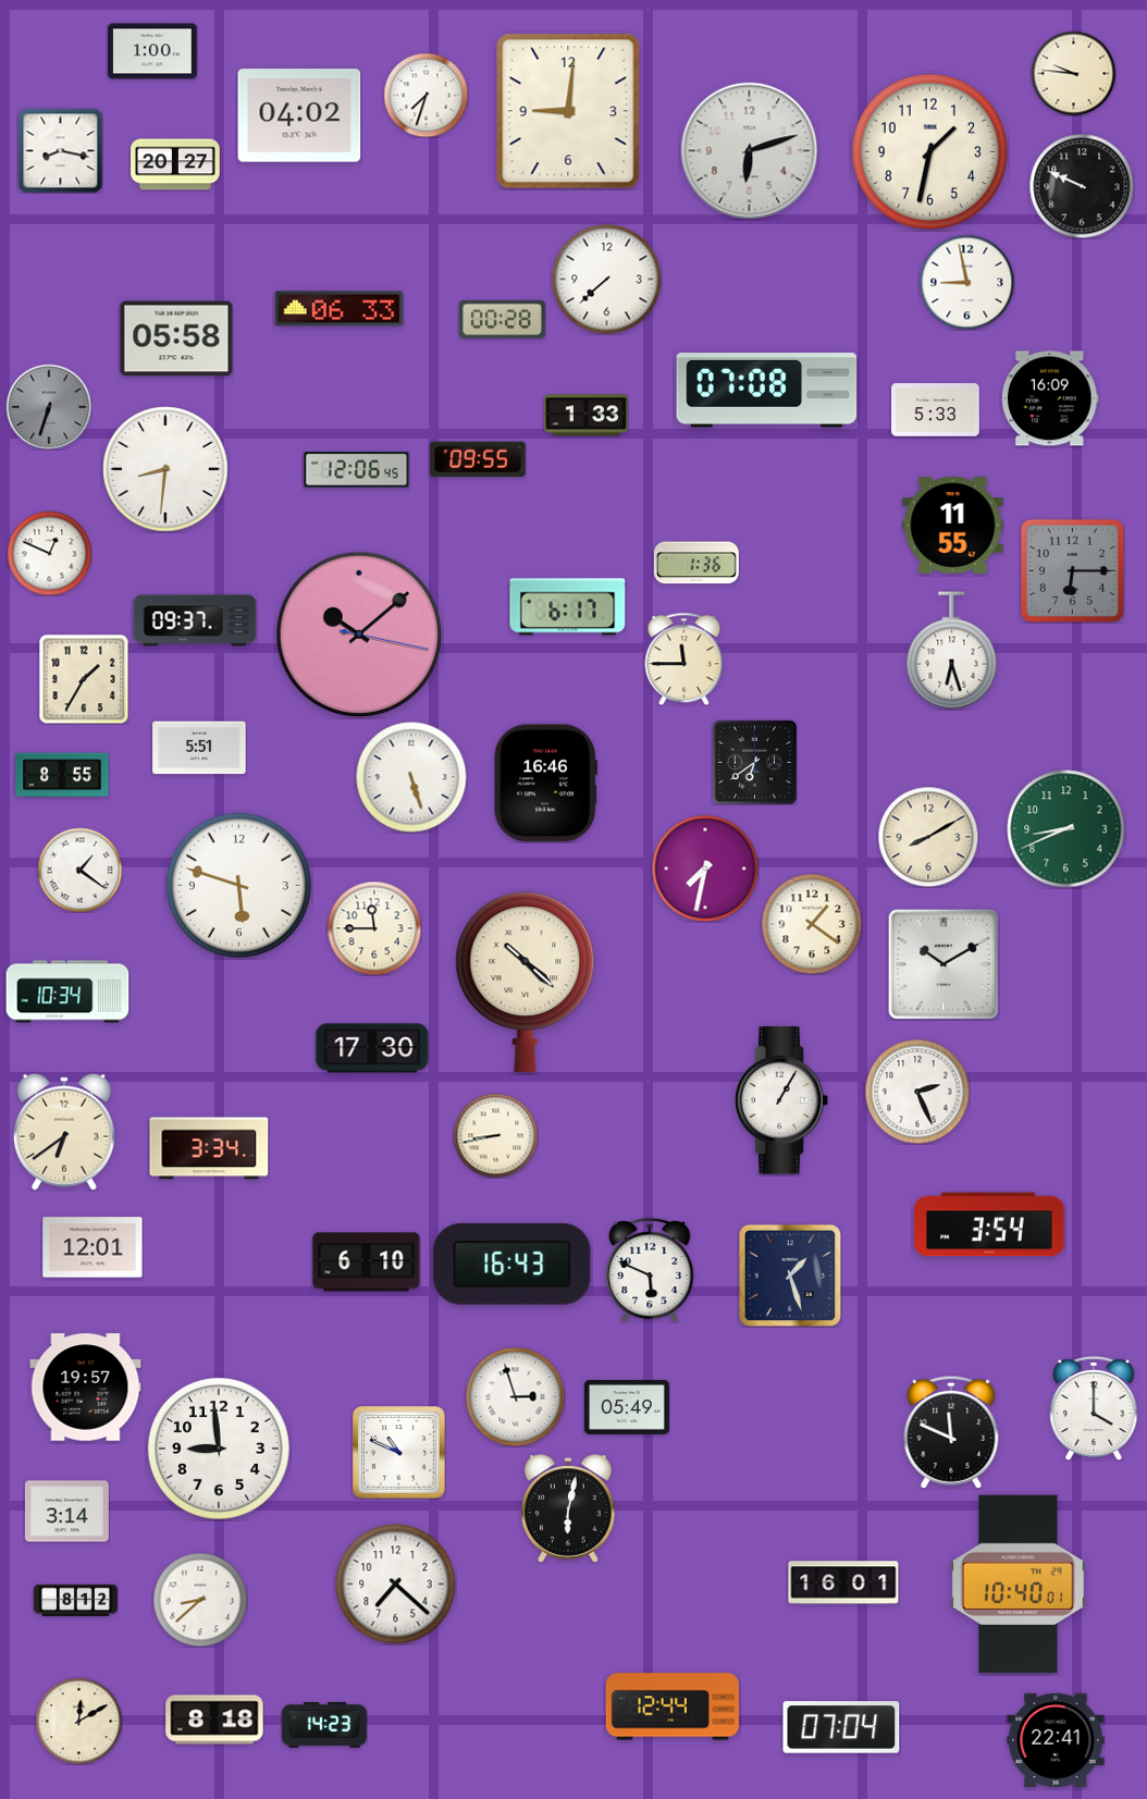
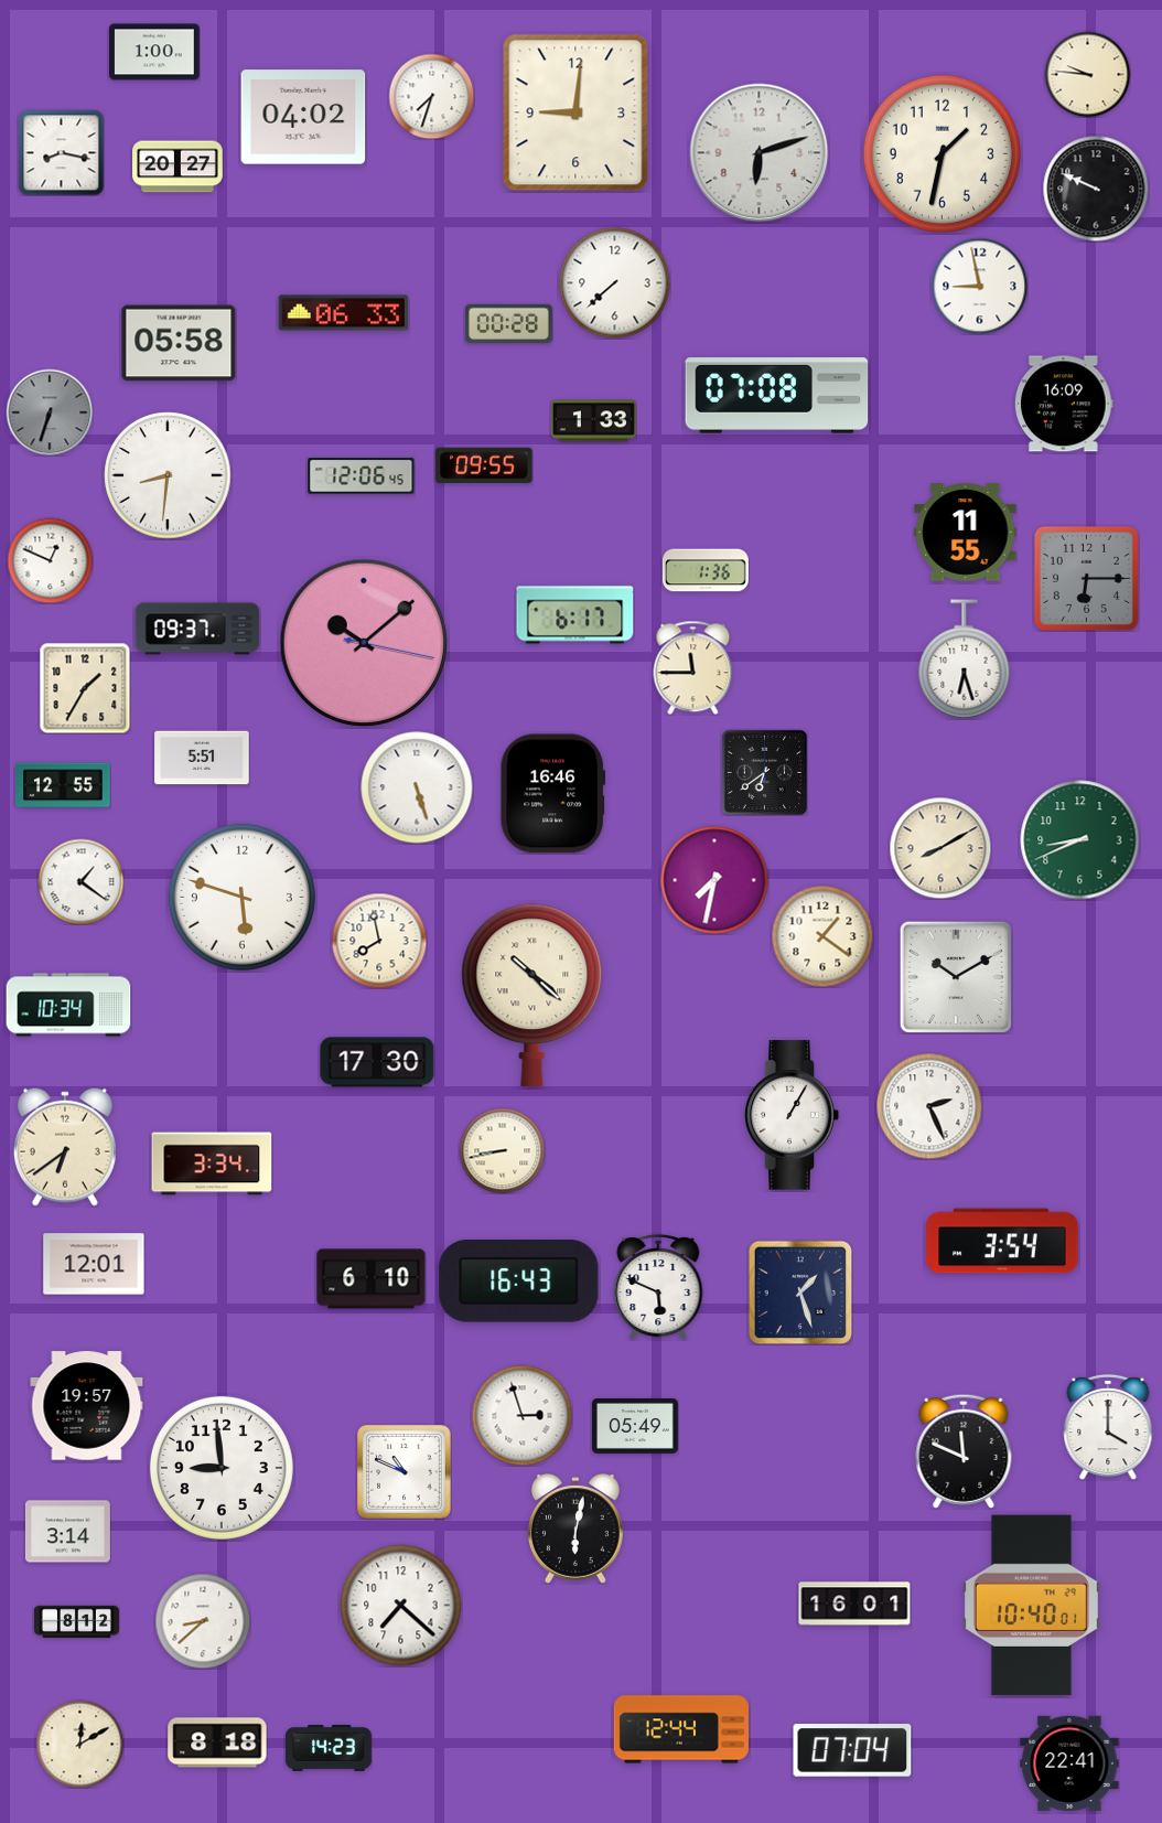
clock at (936, 410): 5:33 -> none
clock at (62, 775): 8:55 -> 12:55
clock at (374, 928): 11:45 -> 7:58
